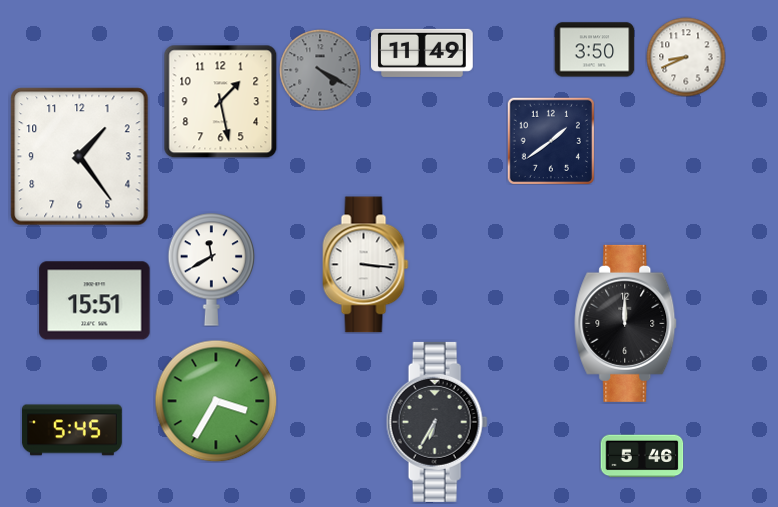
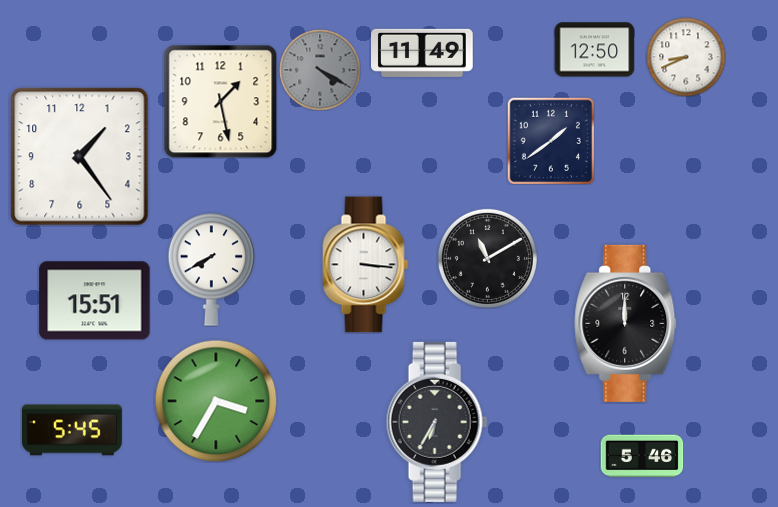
clock at (594, 50): 3:50 -> 12:50
clock at (487, 258): none -> 11:10
clock at (212, 269): 11:40 -> 7:40
